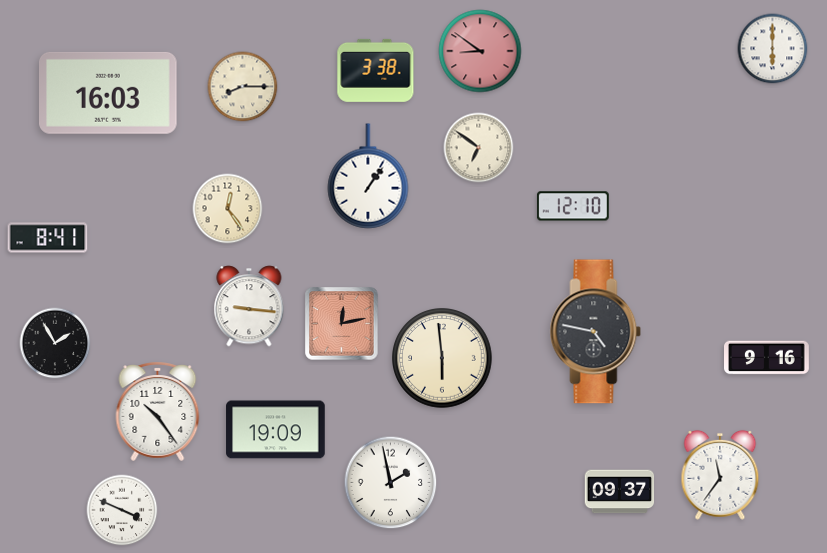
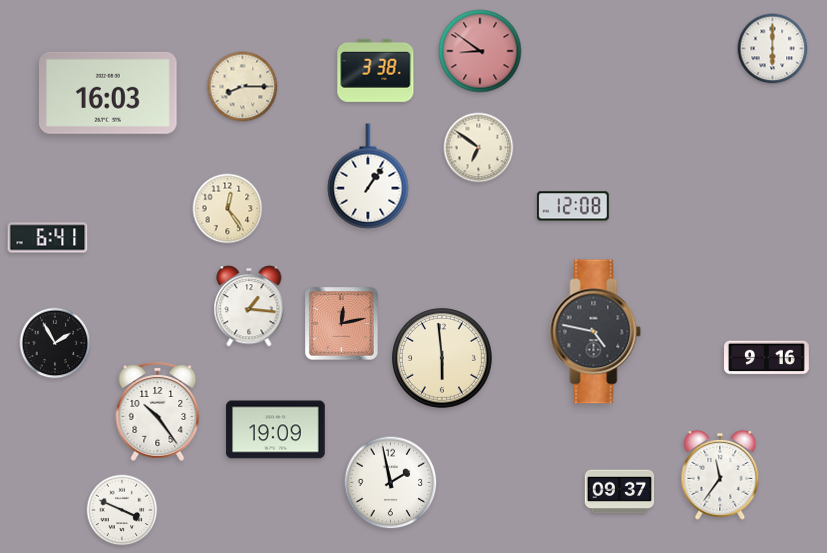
clock at (573, 206): 12:10 -> 12:08
clock at (48, 238): 8:41 -> 6:41
clock at (249, 306): 9:16 -> 1:16
